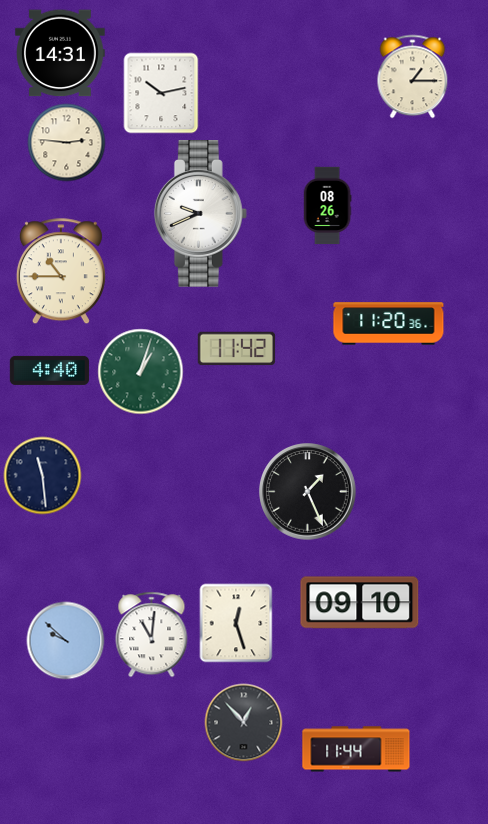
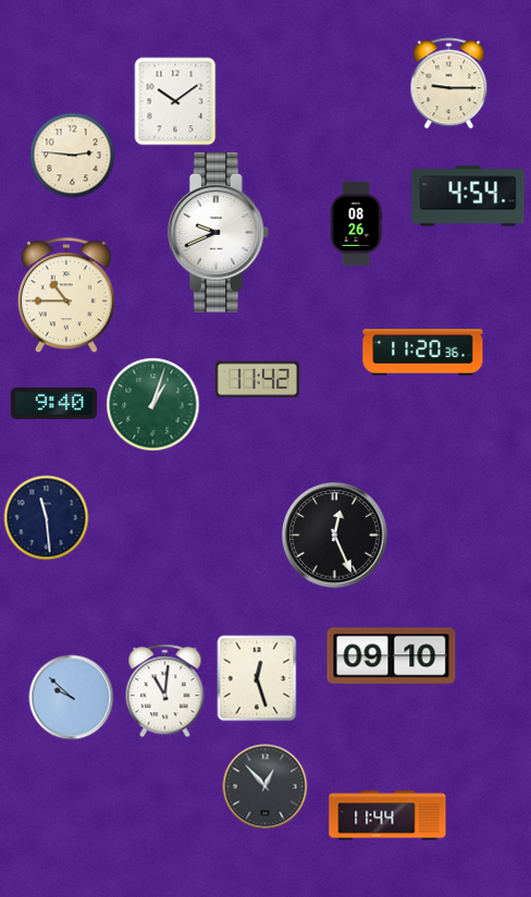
clock at (61, 53): 14:31 -> none
clock at (413, 76): 1:15 -> 9:15
clock at (161, 93): 10:13 -> 10:09
clock at (468, 196): none -> 4:54
clock at (49, 370): 4:40 -> 9:40
clock at (308, 492): 1:26 -> 12:26
